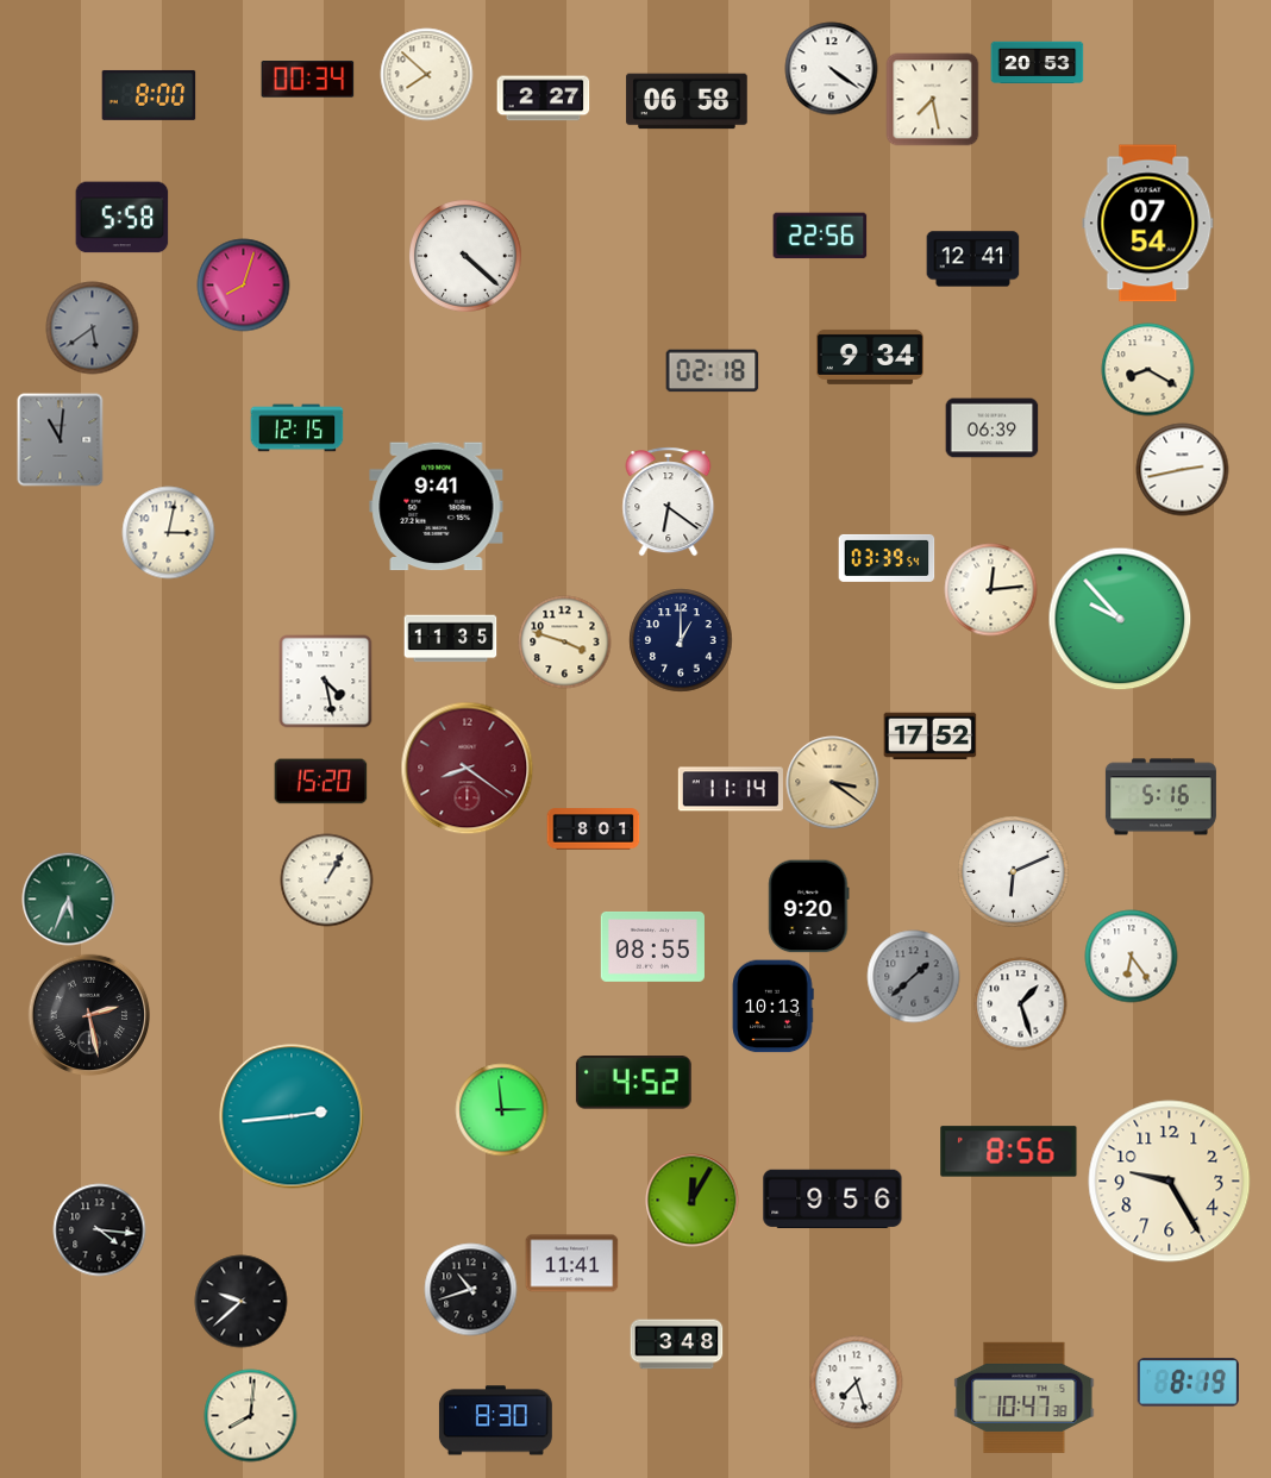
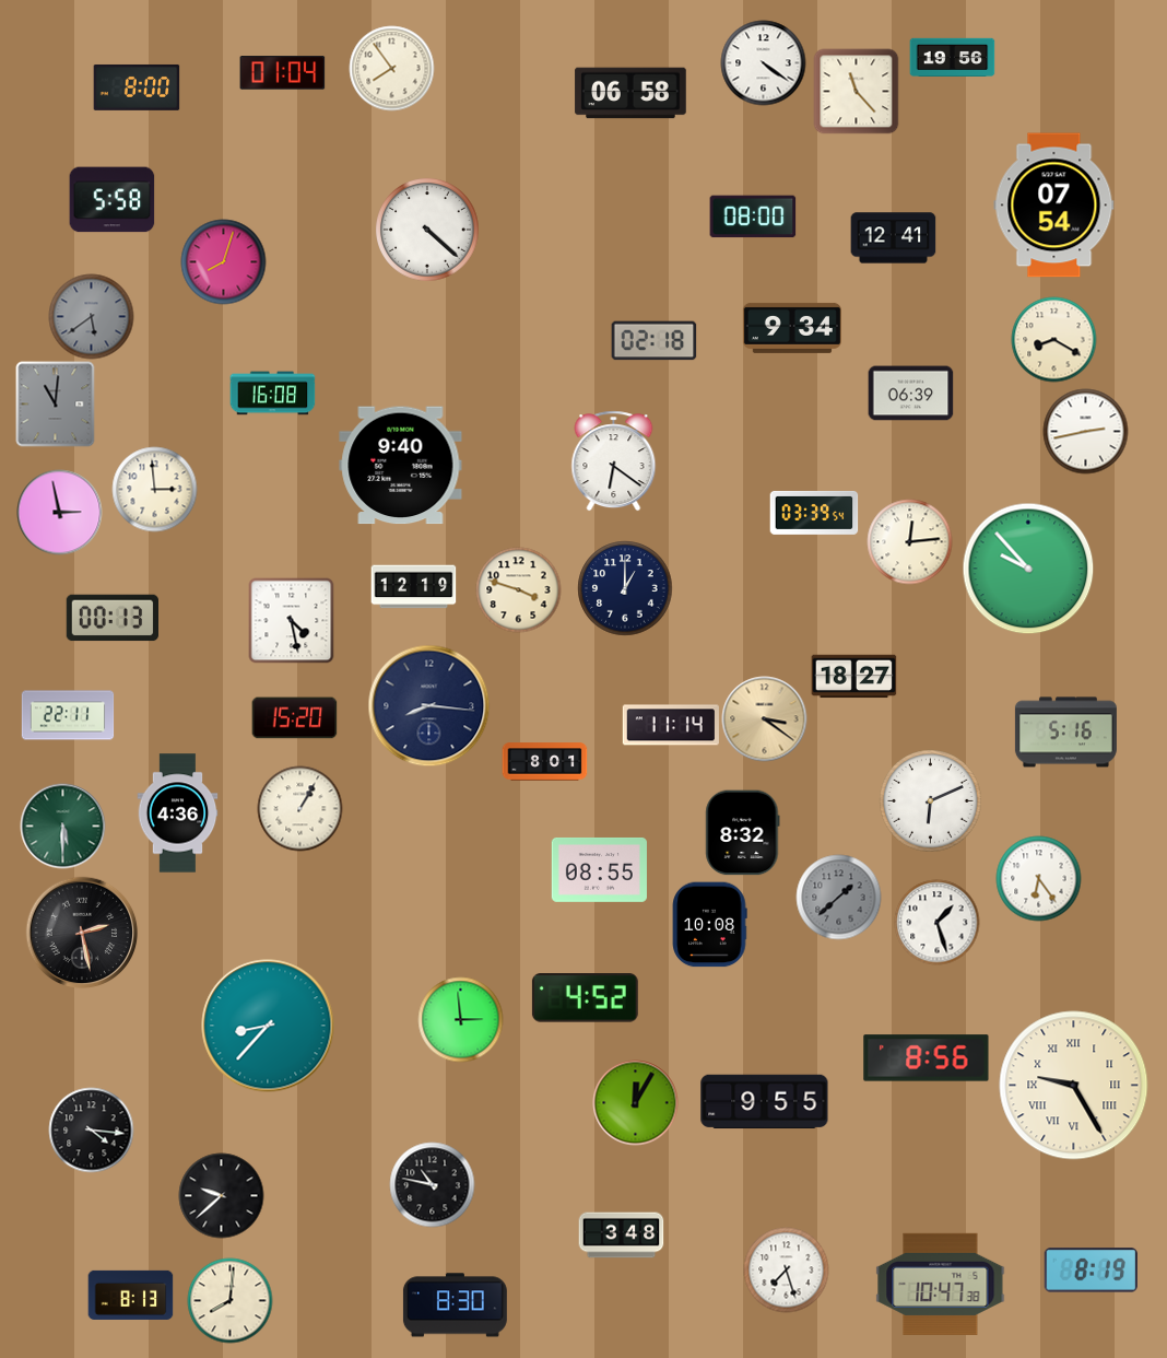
clock at (1037, 63): 20:53 -> 19:56
clock at (426, 74): 7:52 -> 7:54
clock at (307, 80): 00:34 -> 01:04
clock at (543, 99): 2:27 -> none
clock at (932, 99): 7:28 -> 11:23
clock at (820, 236): 22:56 -> 08:00
clock at (465, 256) position: (465, 256) -> (427, 230)
clock at (92, 327) position: (92, 327) -> (91, 316)
clock at (870, 357) position: (870, 357) -> (792, 328)
clock at (296, 428): 12:15 -> 16:08
clock at (437, 507): 9:41 -> 9:40
clock at (168, 532): 3:02 -> 2:59
clock at (59, 512): none -> 2:58
clock at (450, 639): 11:35 -> 12:19
clock at (111, 618): none -> 00:13
clock at (325, 681) position: (325, 681) -> (291, 620)
clock at (929, 737): 17:52 -> 18:27
clock at (467, 768): 8:21 -> 8:16
clock at (467, 768) dial: burgundy -> navy
clock at (68, 715): none -> 22:11
clock at (178, 813): none -> 4:36
clock at (68, 898): 5:34 -> 5:30
clock at (809, 906): 9:20 -> 8:32
clock at (772, 1006): 10:13 -> 10:08
clock at (633, 1083) position: (633, 1083) -> (585, 998)
clock at (292, 1116): 2:44 -> 8:37
clock at (1170, 1182) numerals: Arabic -> Roman
clock at (833, 1200): 9:56 -> 9:55
clock at (571, 1264): 11:41 -> none
clock at (470, 1289): 10:42 -> 10:47
clock at (130, 1295): none -> 8:13
